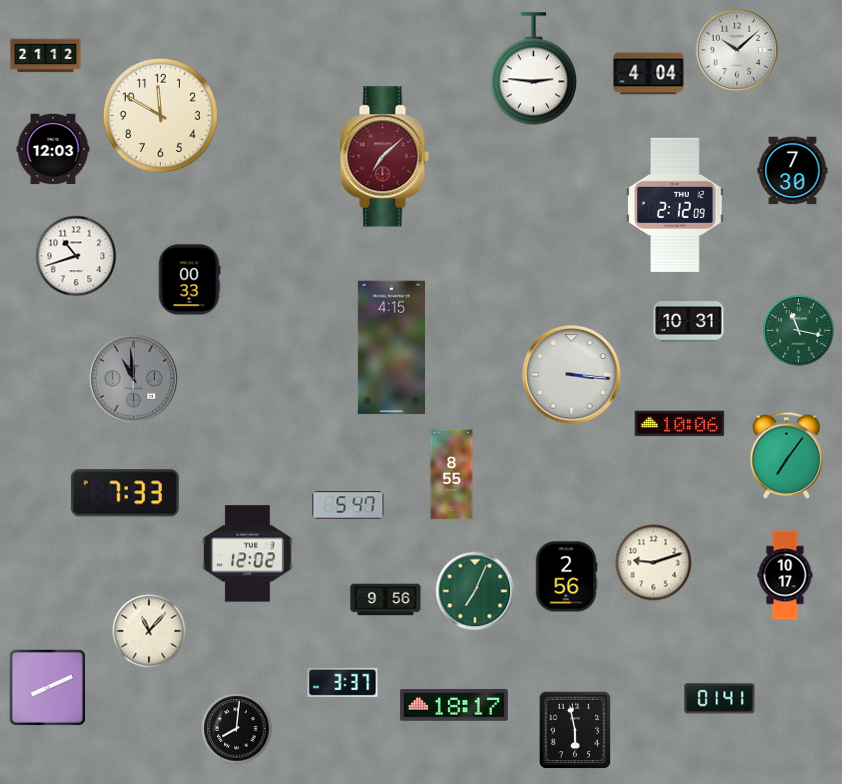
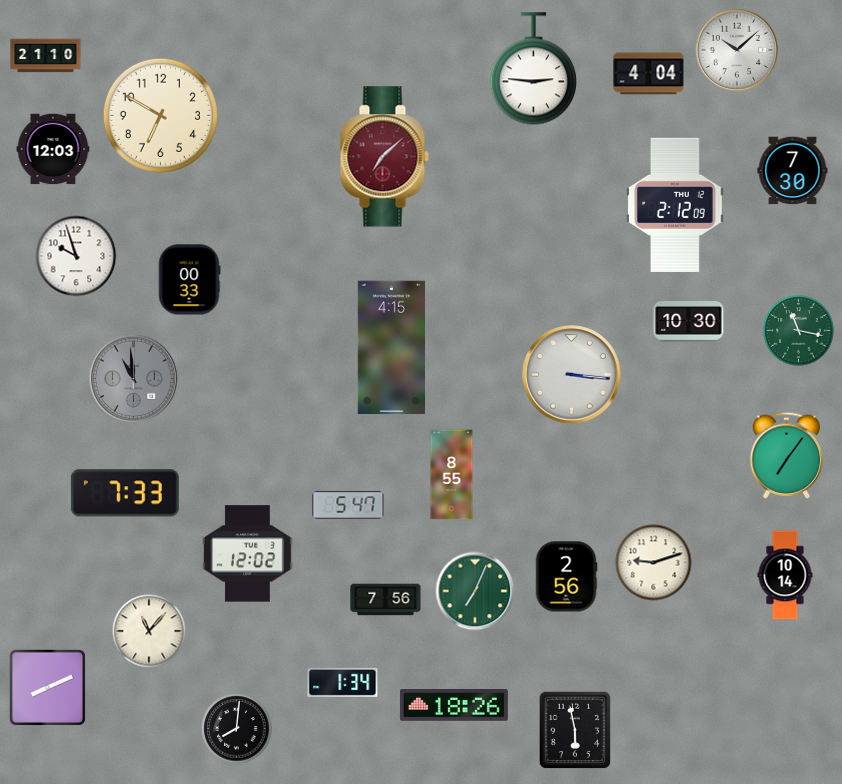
clock at (46, 56): 21:12 -> 21:10
clock at (160, 115): 11:50 -> 6:50
clock at (76, 256): 10:42 -> 9:57
clock at (689, 322): 10:31 -> 10:30
clock at (680, 424): 10:06 -> none
clock at (785, 575): 10:17 -> 10:14
clock at (386, 600): 9:56 -> 7:56
clock at (343, 682): 3:37 -> 1:34
clock at (720, 699): 01:41 -> none
clock at (454, 706): 18:17 -> 18:26
